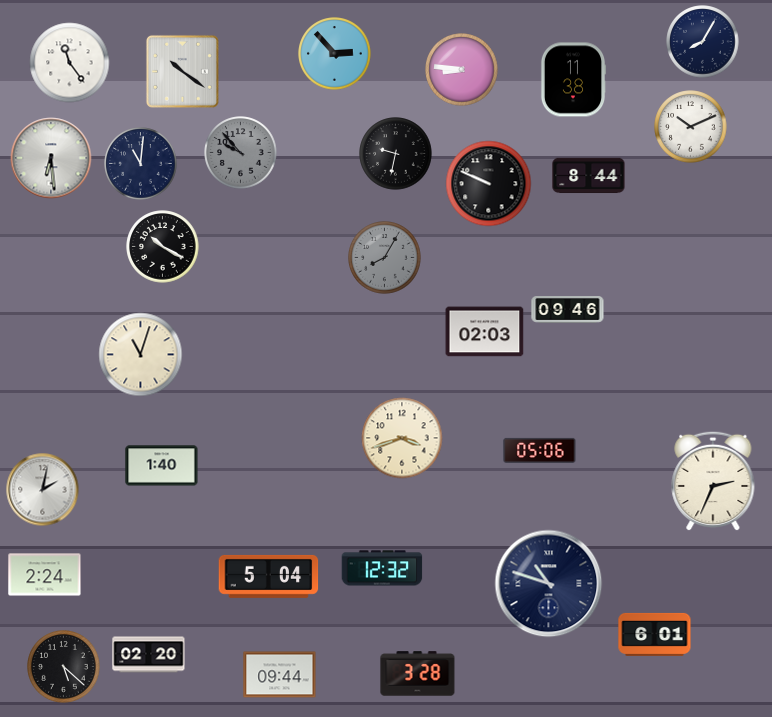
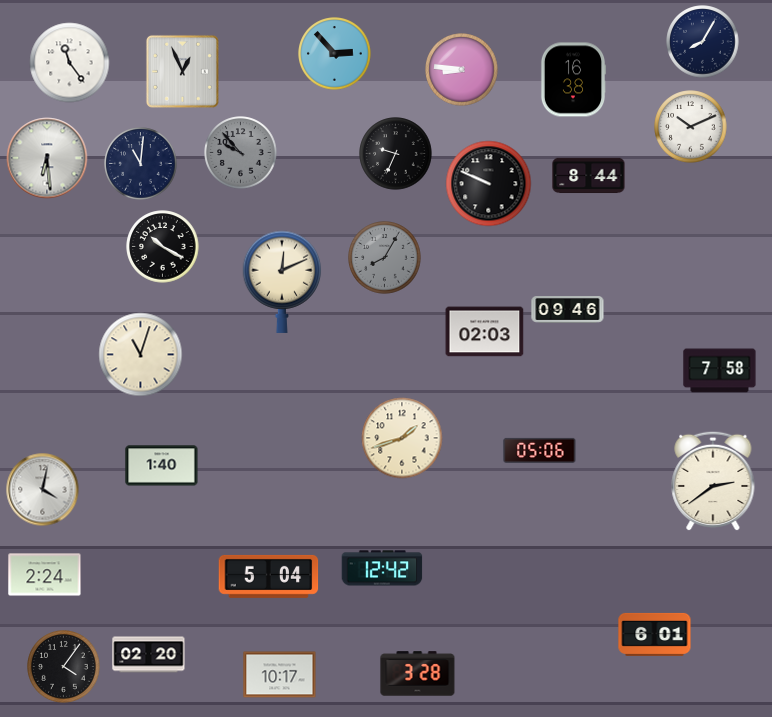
clock at (182, 71): 10:21 -> 12:56
clock at (573, 80): 11:38 -> 16:38
clock at (396, 154): 9:32 -> 9:34
clock at (51, 158) position: (51, 158) -> (47, 158)
clock at (282, 282): none -> 12:11
clock at (720, 371): none -> 7:58
clock at (402, 438): 3:42 -> 1:42
clock at (713, 481): 2:34 -> 2:39
clock at (43, 490): 2:02 -> 4:02
clock at (382, 568): 12:32 -> 12:42
clock at (549, 584): 10:48 -> none
clock at (64, 667): 5:22 -> 4:06
clock at (280, 675): 09:44 -> 10:17
